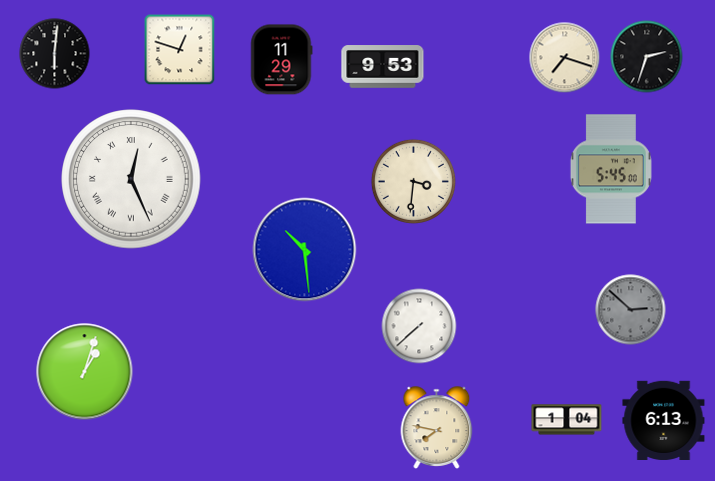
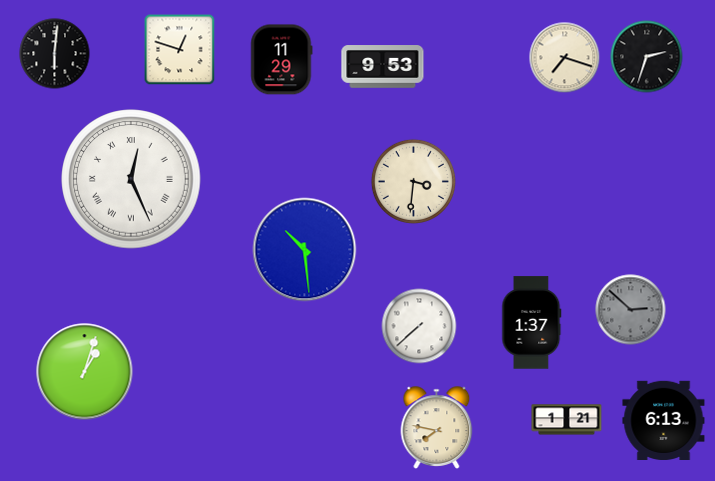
clock at (611, 169): 5:45 -> none
clock at (532, 323): none -> 1:37
clock at (567, 420): 1:04 -> 1:21
